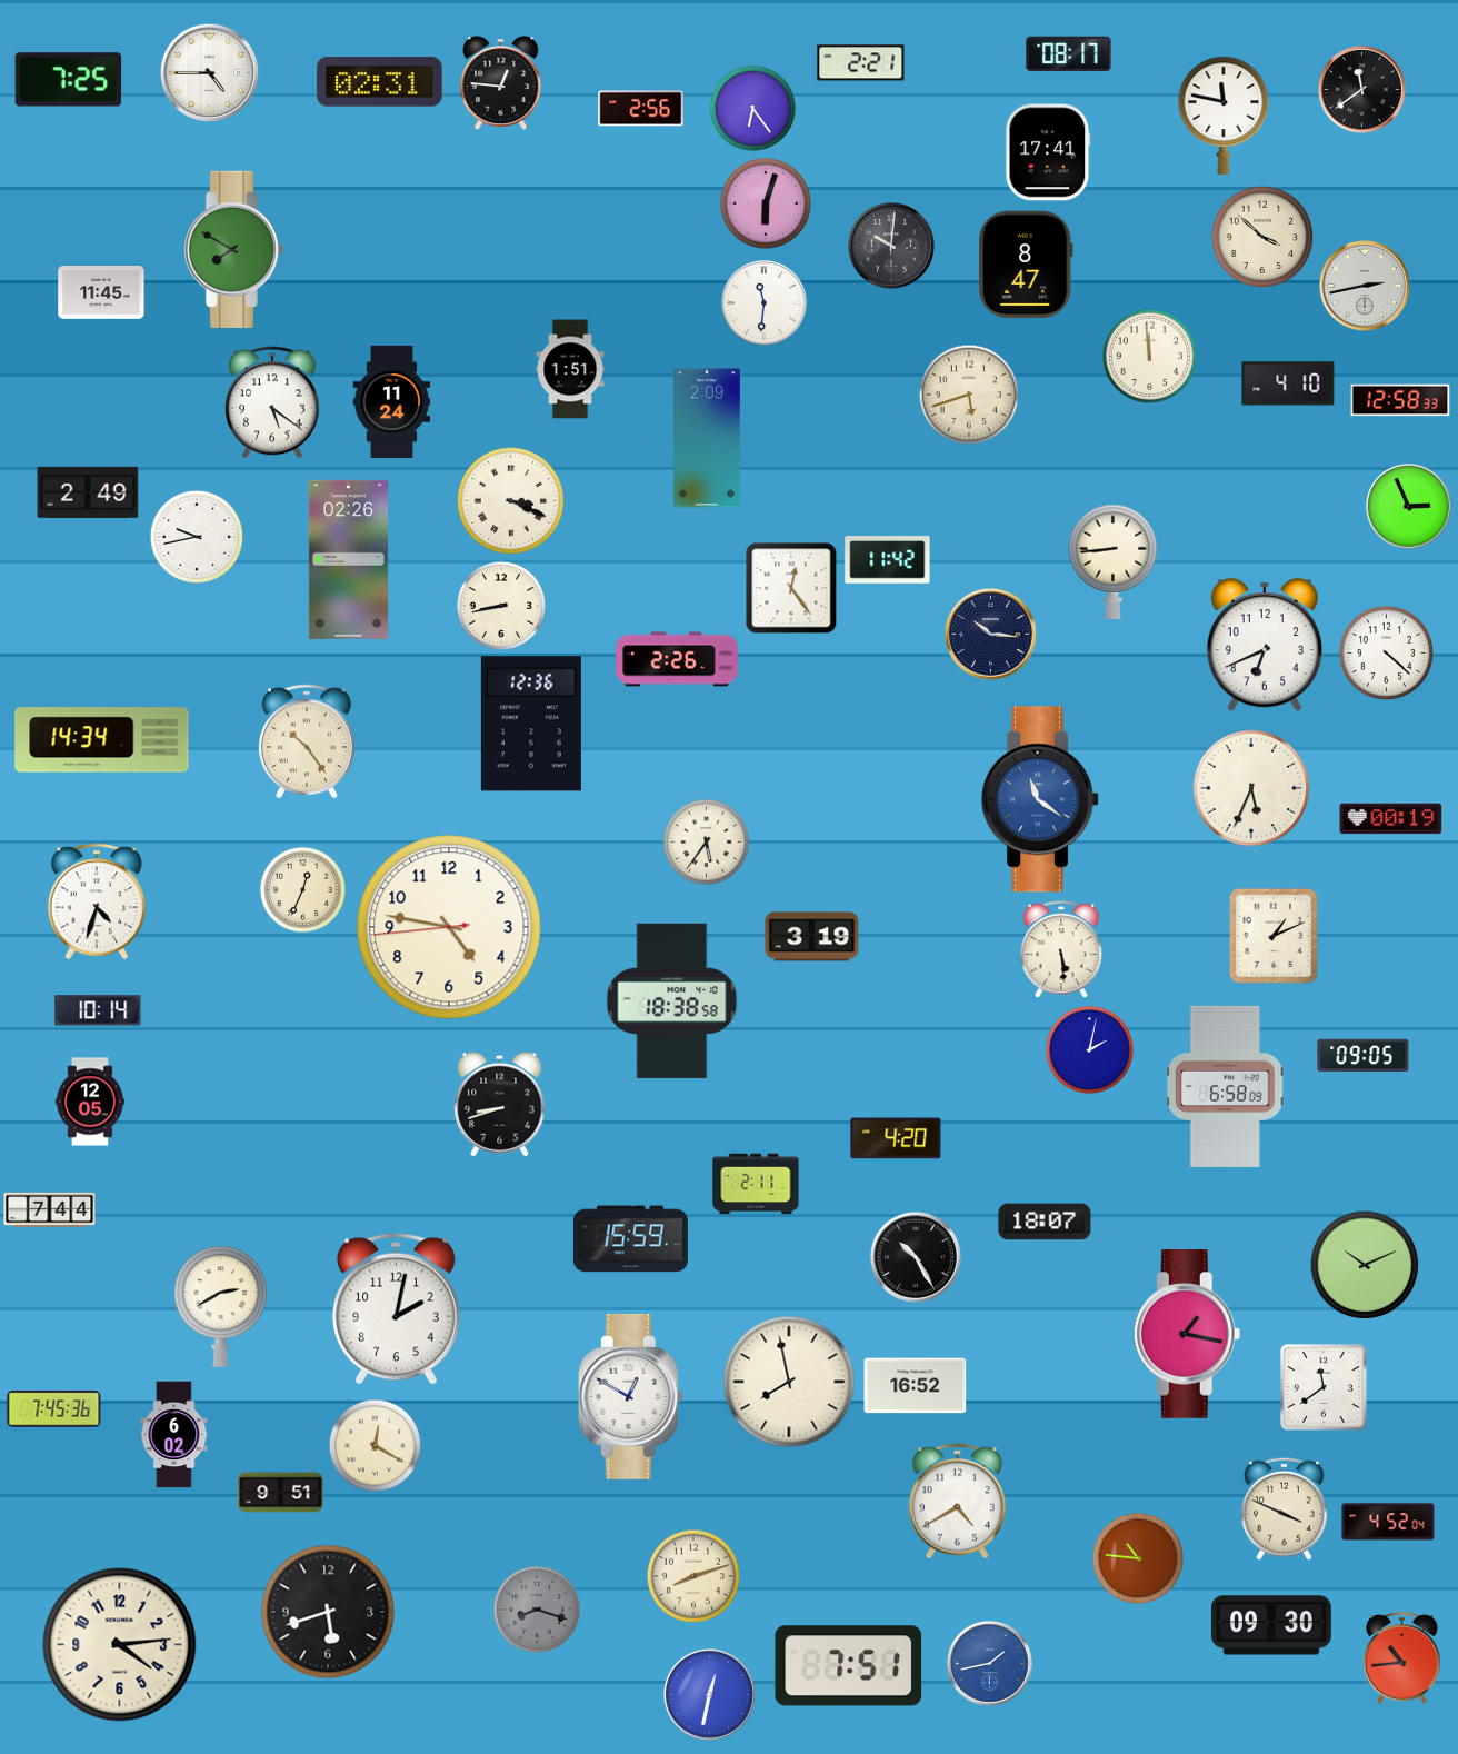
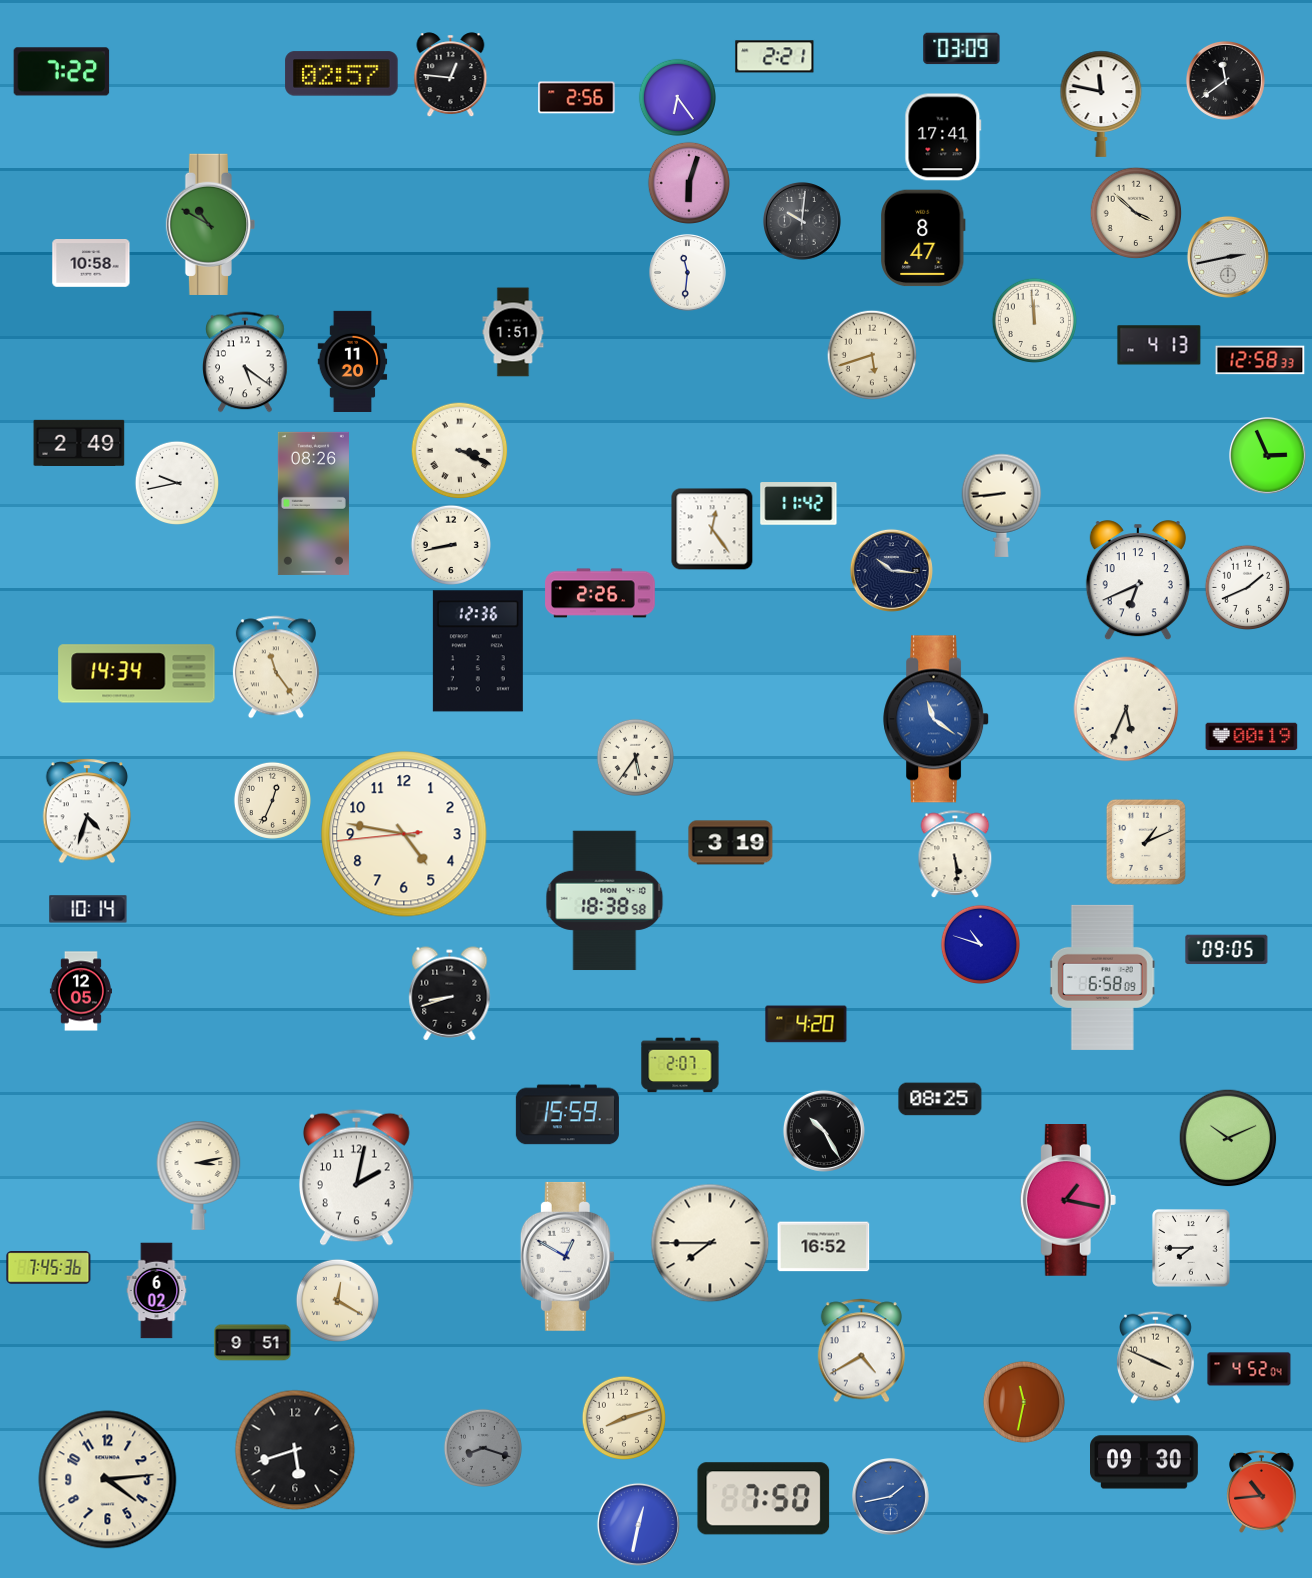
clock at (1069, 54): 08:17 -> 03:09
clock at (209, 72): 4:45 -> none
clock at (69, 80): 7:25 -> 7:22
clock at (380, 82): 02:31 -> 02:57
clock at (233, 249): 7:50 -> 10:50
clock at (101, 293): 11:45 -> 10:58
clock at (1288, 383): 4:10 -> 4:13
clock at (392, 401): 11:24 -> 11:20
clock at (708, 438): 2:09 -> none
clock at (348, 559): 02:26 -> 08:26
clock at (1386, 652): 4:22 -> 1:41
clock at (677, 659) position: (677, 659) -> (600, 593)
clock at (102, 740) position: (102, 740) -> (137, 674)
clock at (307, 741): 10:24 -> 11:24
clock at (1089, 1049): 2:02 -> 10:48
clock at (756, 1184): 2:11 -> 2:07
clock at (50, 1210): 7:44 -> none
clock at (1045, 1222): 18:07 -> 08:25
clock at (221, 1306): 2:40 -> 3:13
clock at (789, 1382): 7:58 -> 7:45
clock at (1324, 1387): 11:39 -> 7:45
clock at (1137, 1557): 10:46 -> 11:32
clock at (849, 1666): 7:51 -> 7:50
